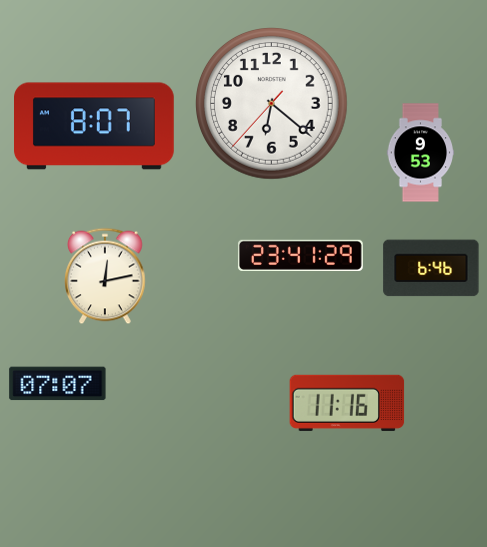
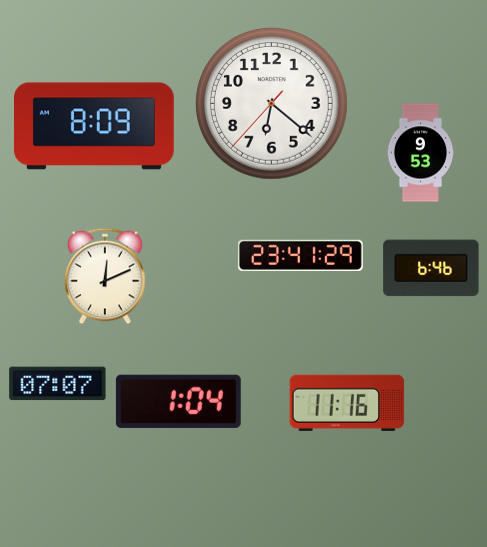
clock at (95, 126): 8:07 -> 8:09
clock at (106, 276): 12:13 -> 12:11
clock at (178, 401): none -> 1:04
